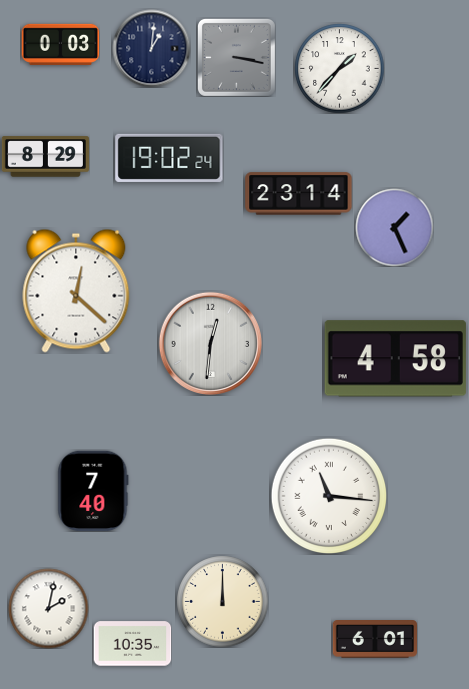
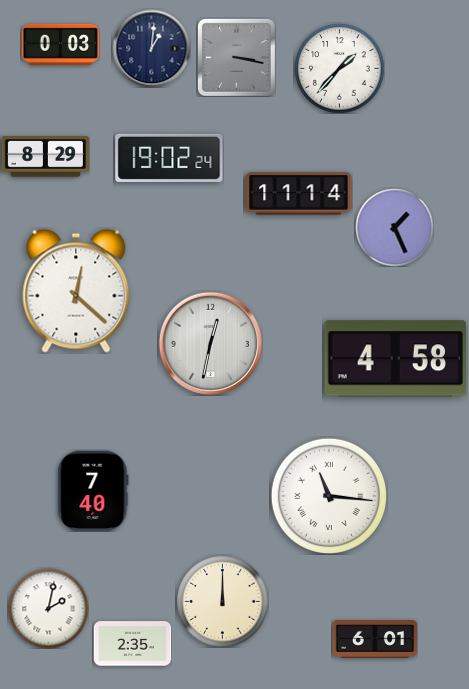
clock at (299, 194): 23:14 -> 11:14
clock at (210, 343): 12:31 -> 12:32
clock at (132, 644): 10:35 -> 2:35
